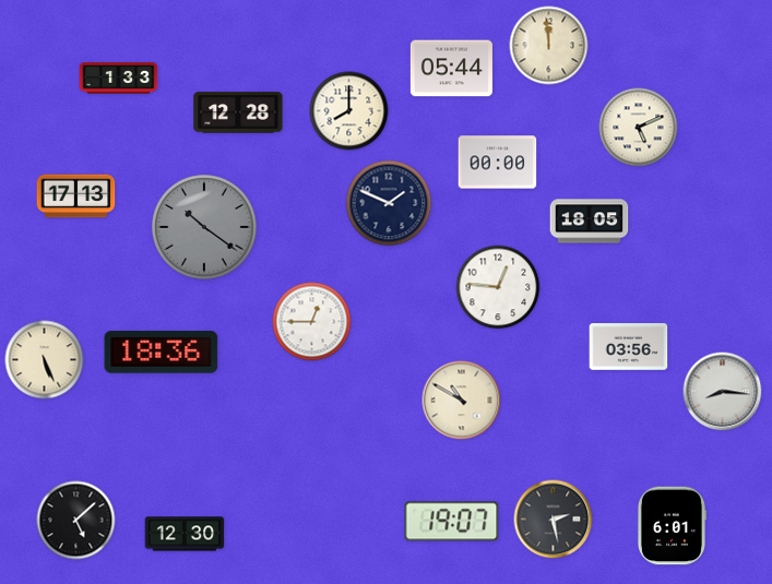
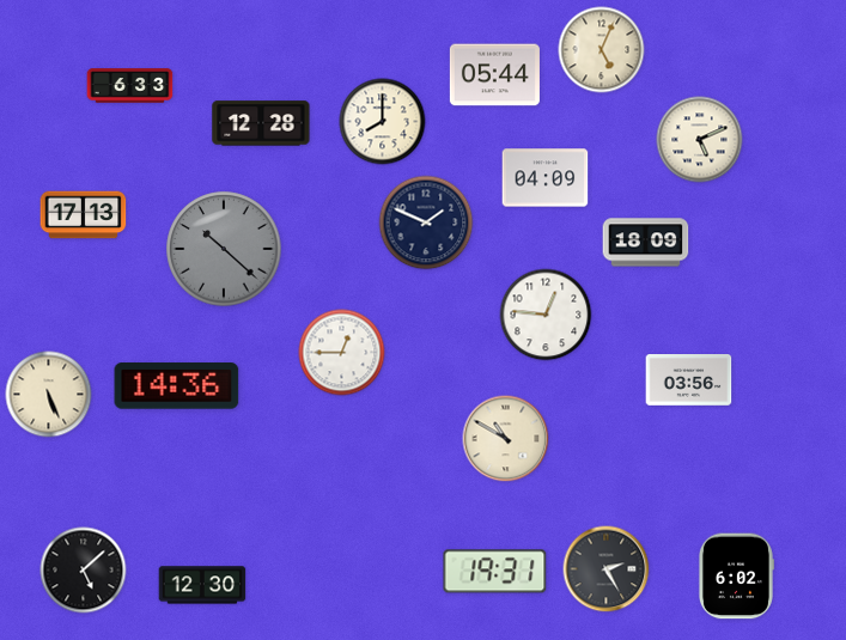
clock at (549, 46): 11:59 -> 5:04
clock at (119, 79): 1:33 -> 6:33
clock at (498, 163): 00:00 -> 04:09
clock at (590, 222): 18:05 -> 18:09
clock at (204, 227): 10:21 -> 10:22
clock at (162, 353): 18:36 -> 14:36
clock at (723, 392): 8:16 -> none
clock at (554, 520): 2:28 -> 2:25
clock at (452, 522): 19:07 -> 19:31
clock at (672, 526): 6:01 -> 6:02
